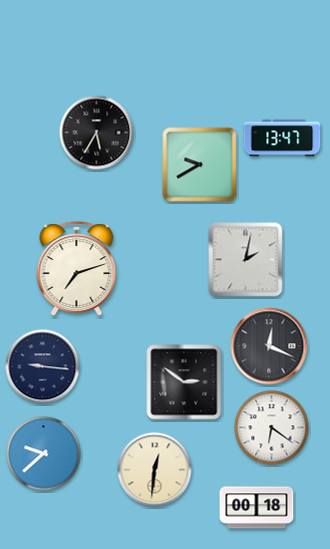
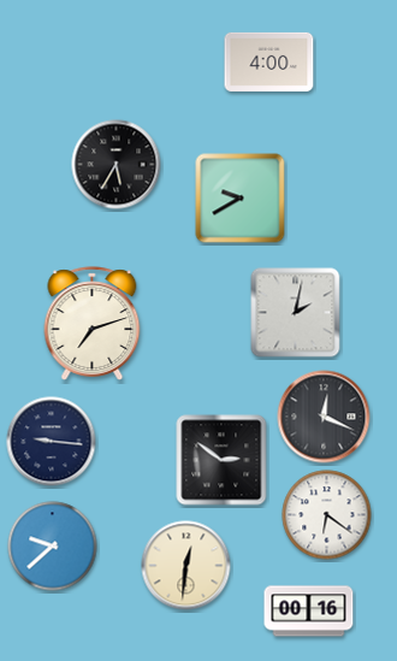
clock at (269, 61): none -> 4:00
clock at (97, 133) position: (97, 133) -> (117, 165)
clock at (282, 138): 13:47 -> none
clock at (257, 508): 00:18 -> 00:16
